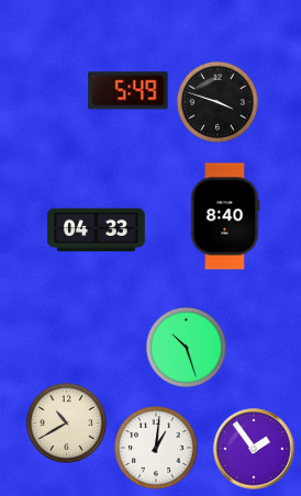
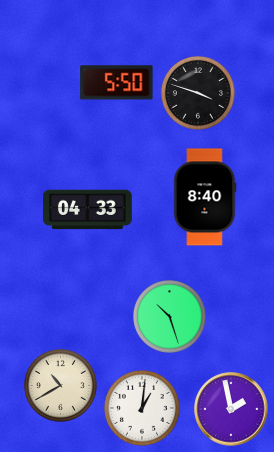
clock at (129, 91): 5:49 -> 5:50
clock at (254, 449): 1:54 -> 1:58
